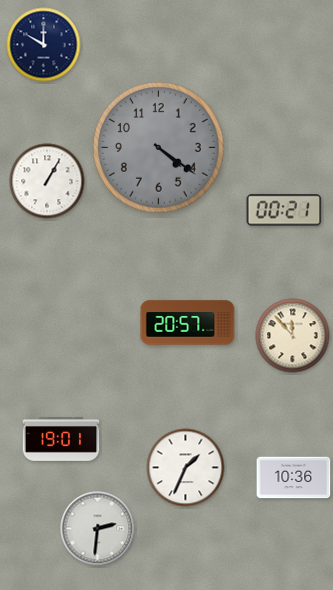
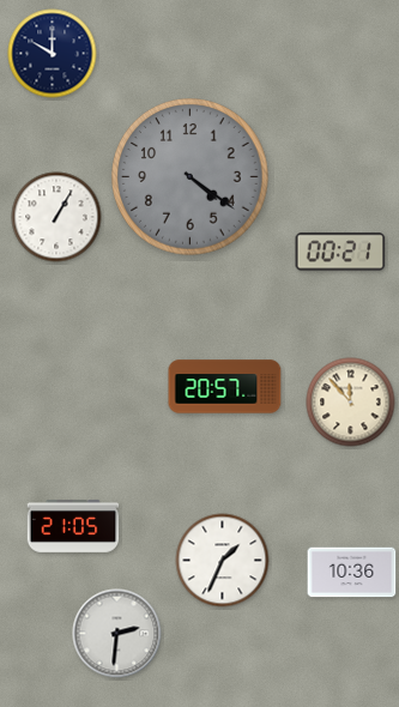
clock at (61, 439): 19:01 -> 21:05
